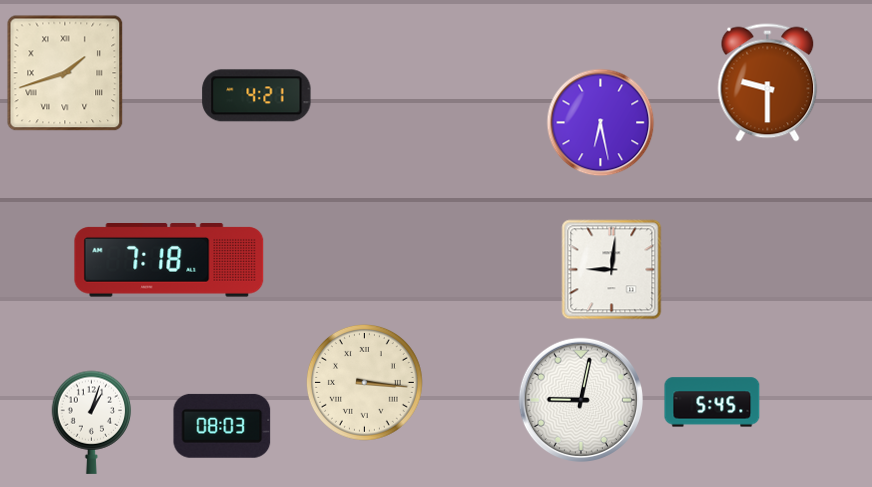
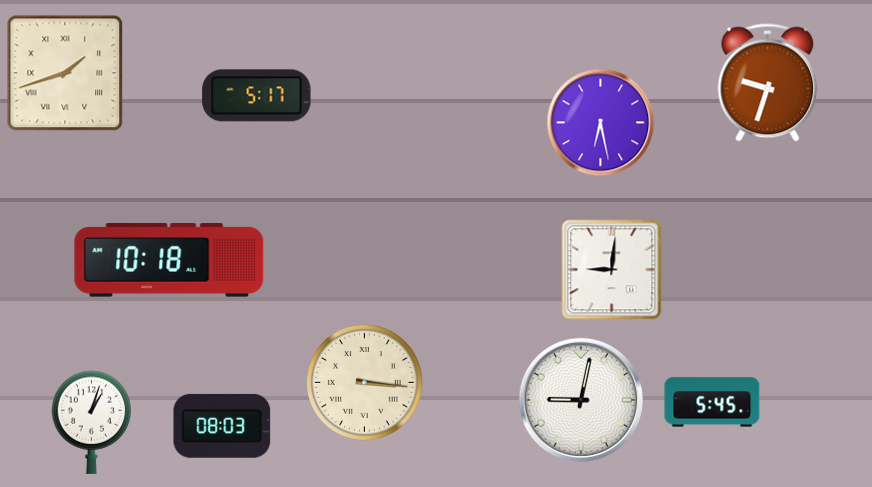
clock at (768, 83): 9:30 -> 9:33
clock at (257, 96): 4:21 -> 5:17
clock at (169, 260): 7:18 -> 10:18
